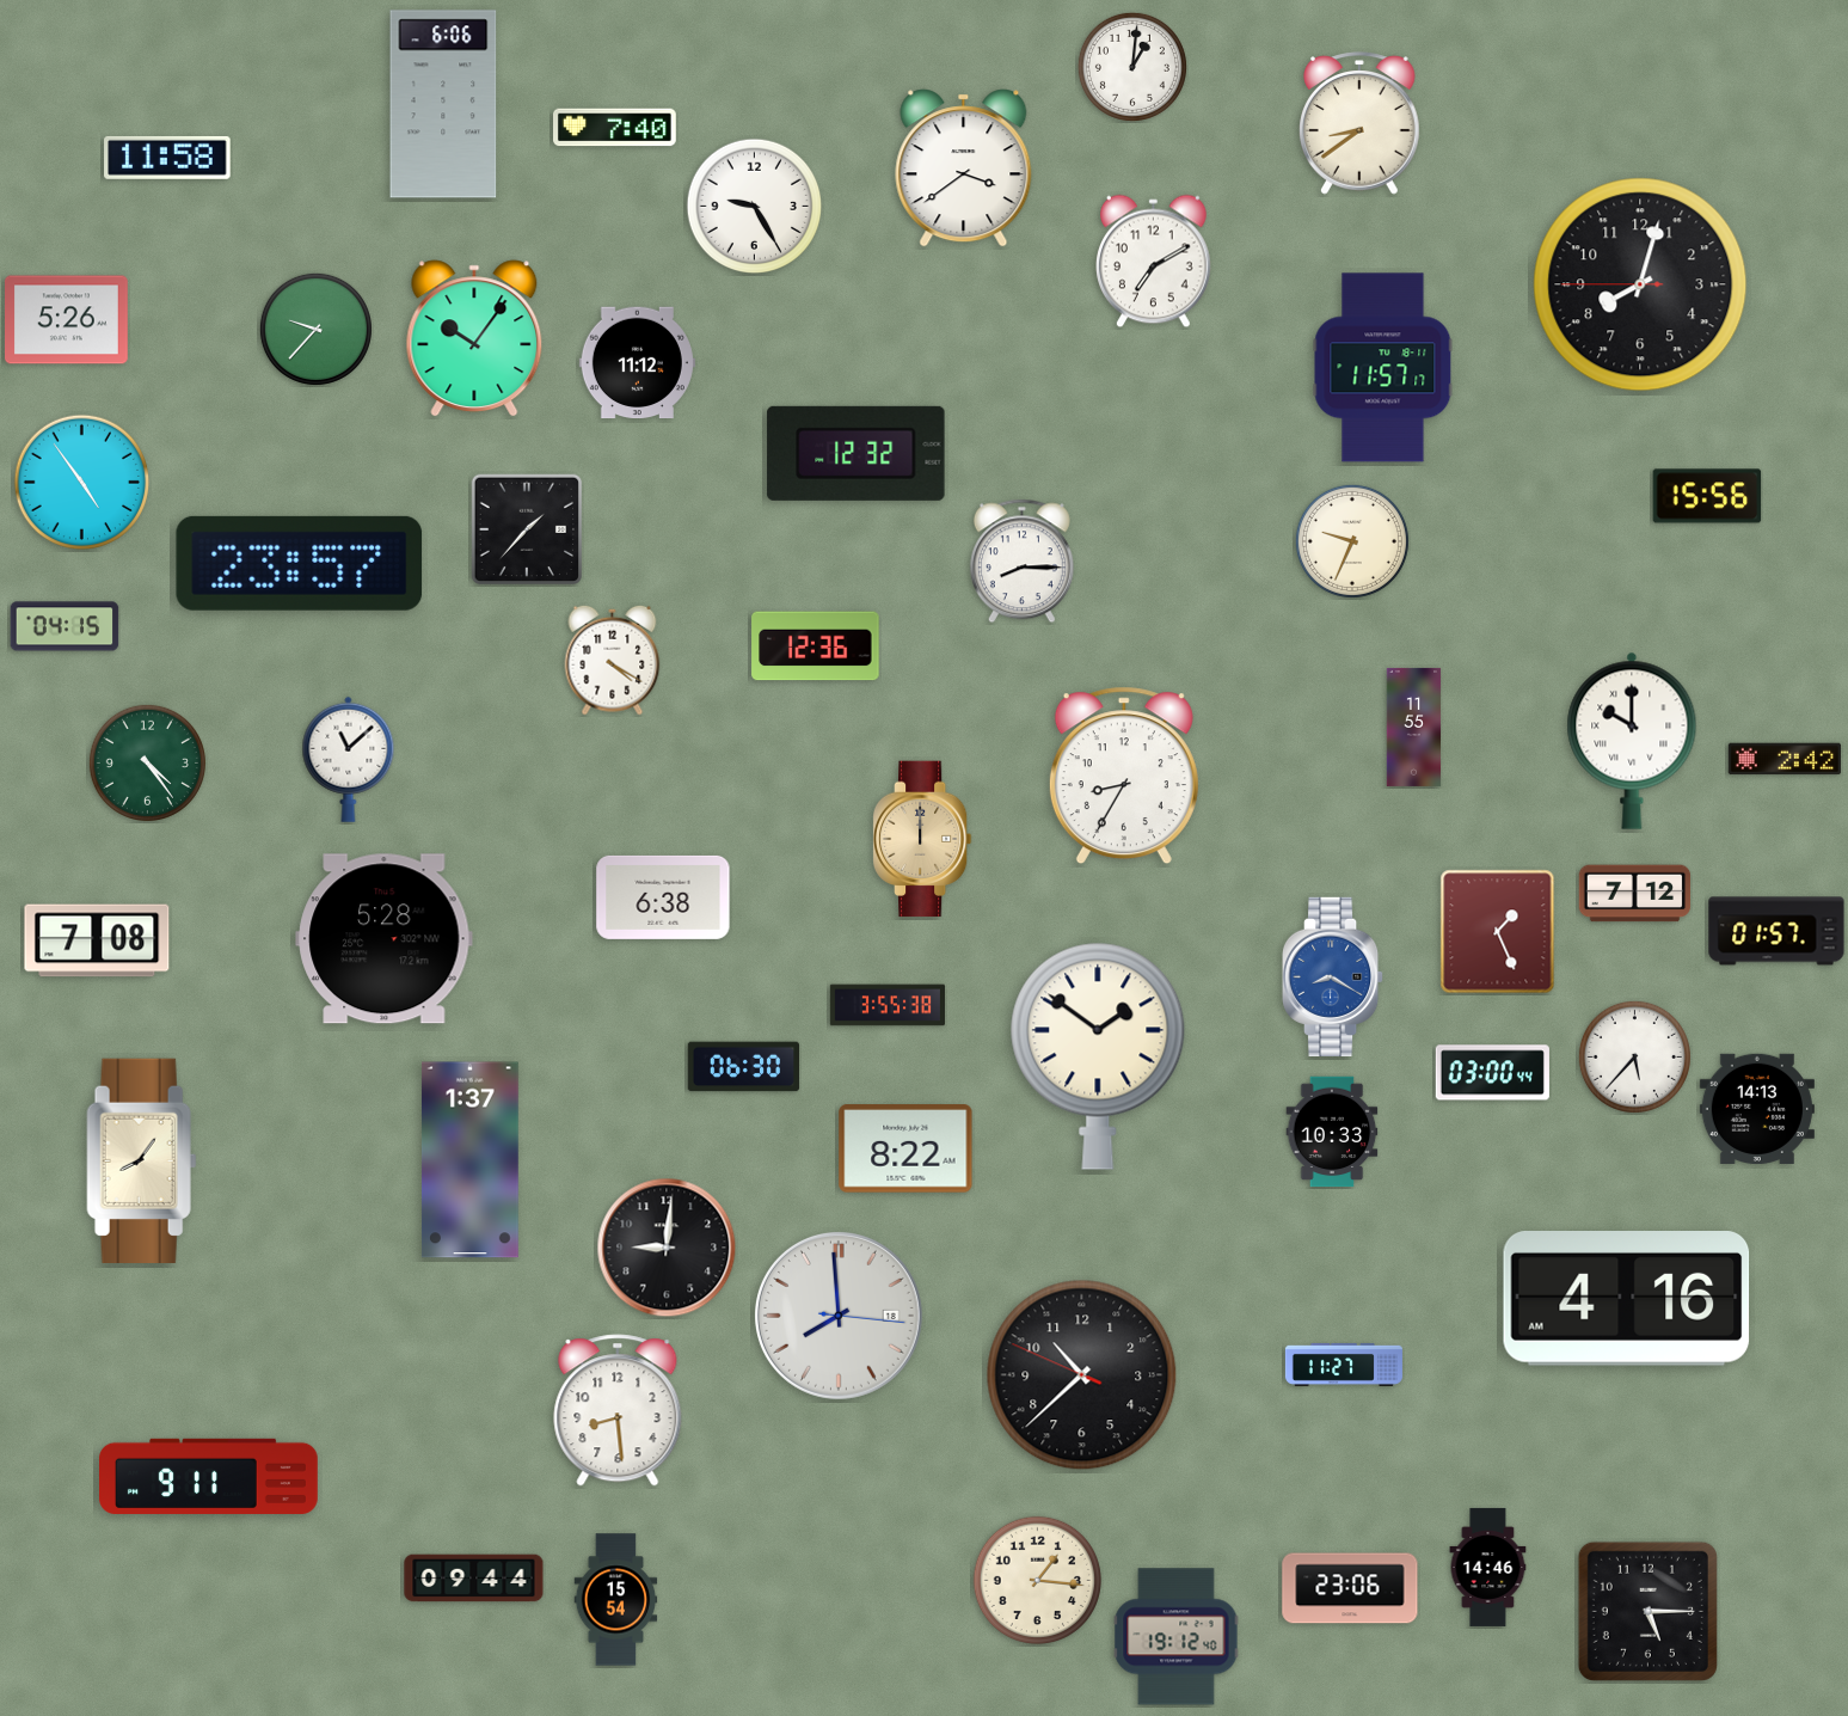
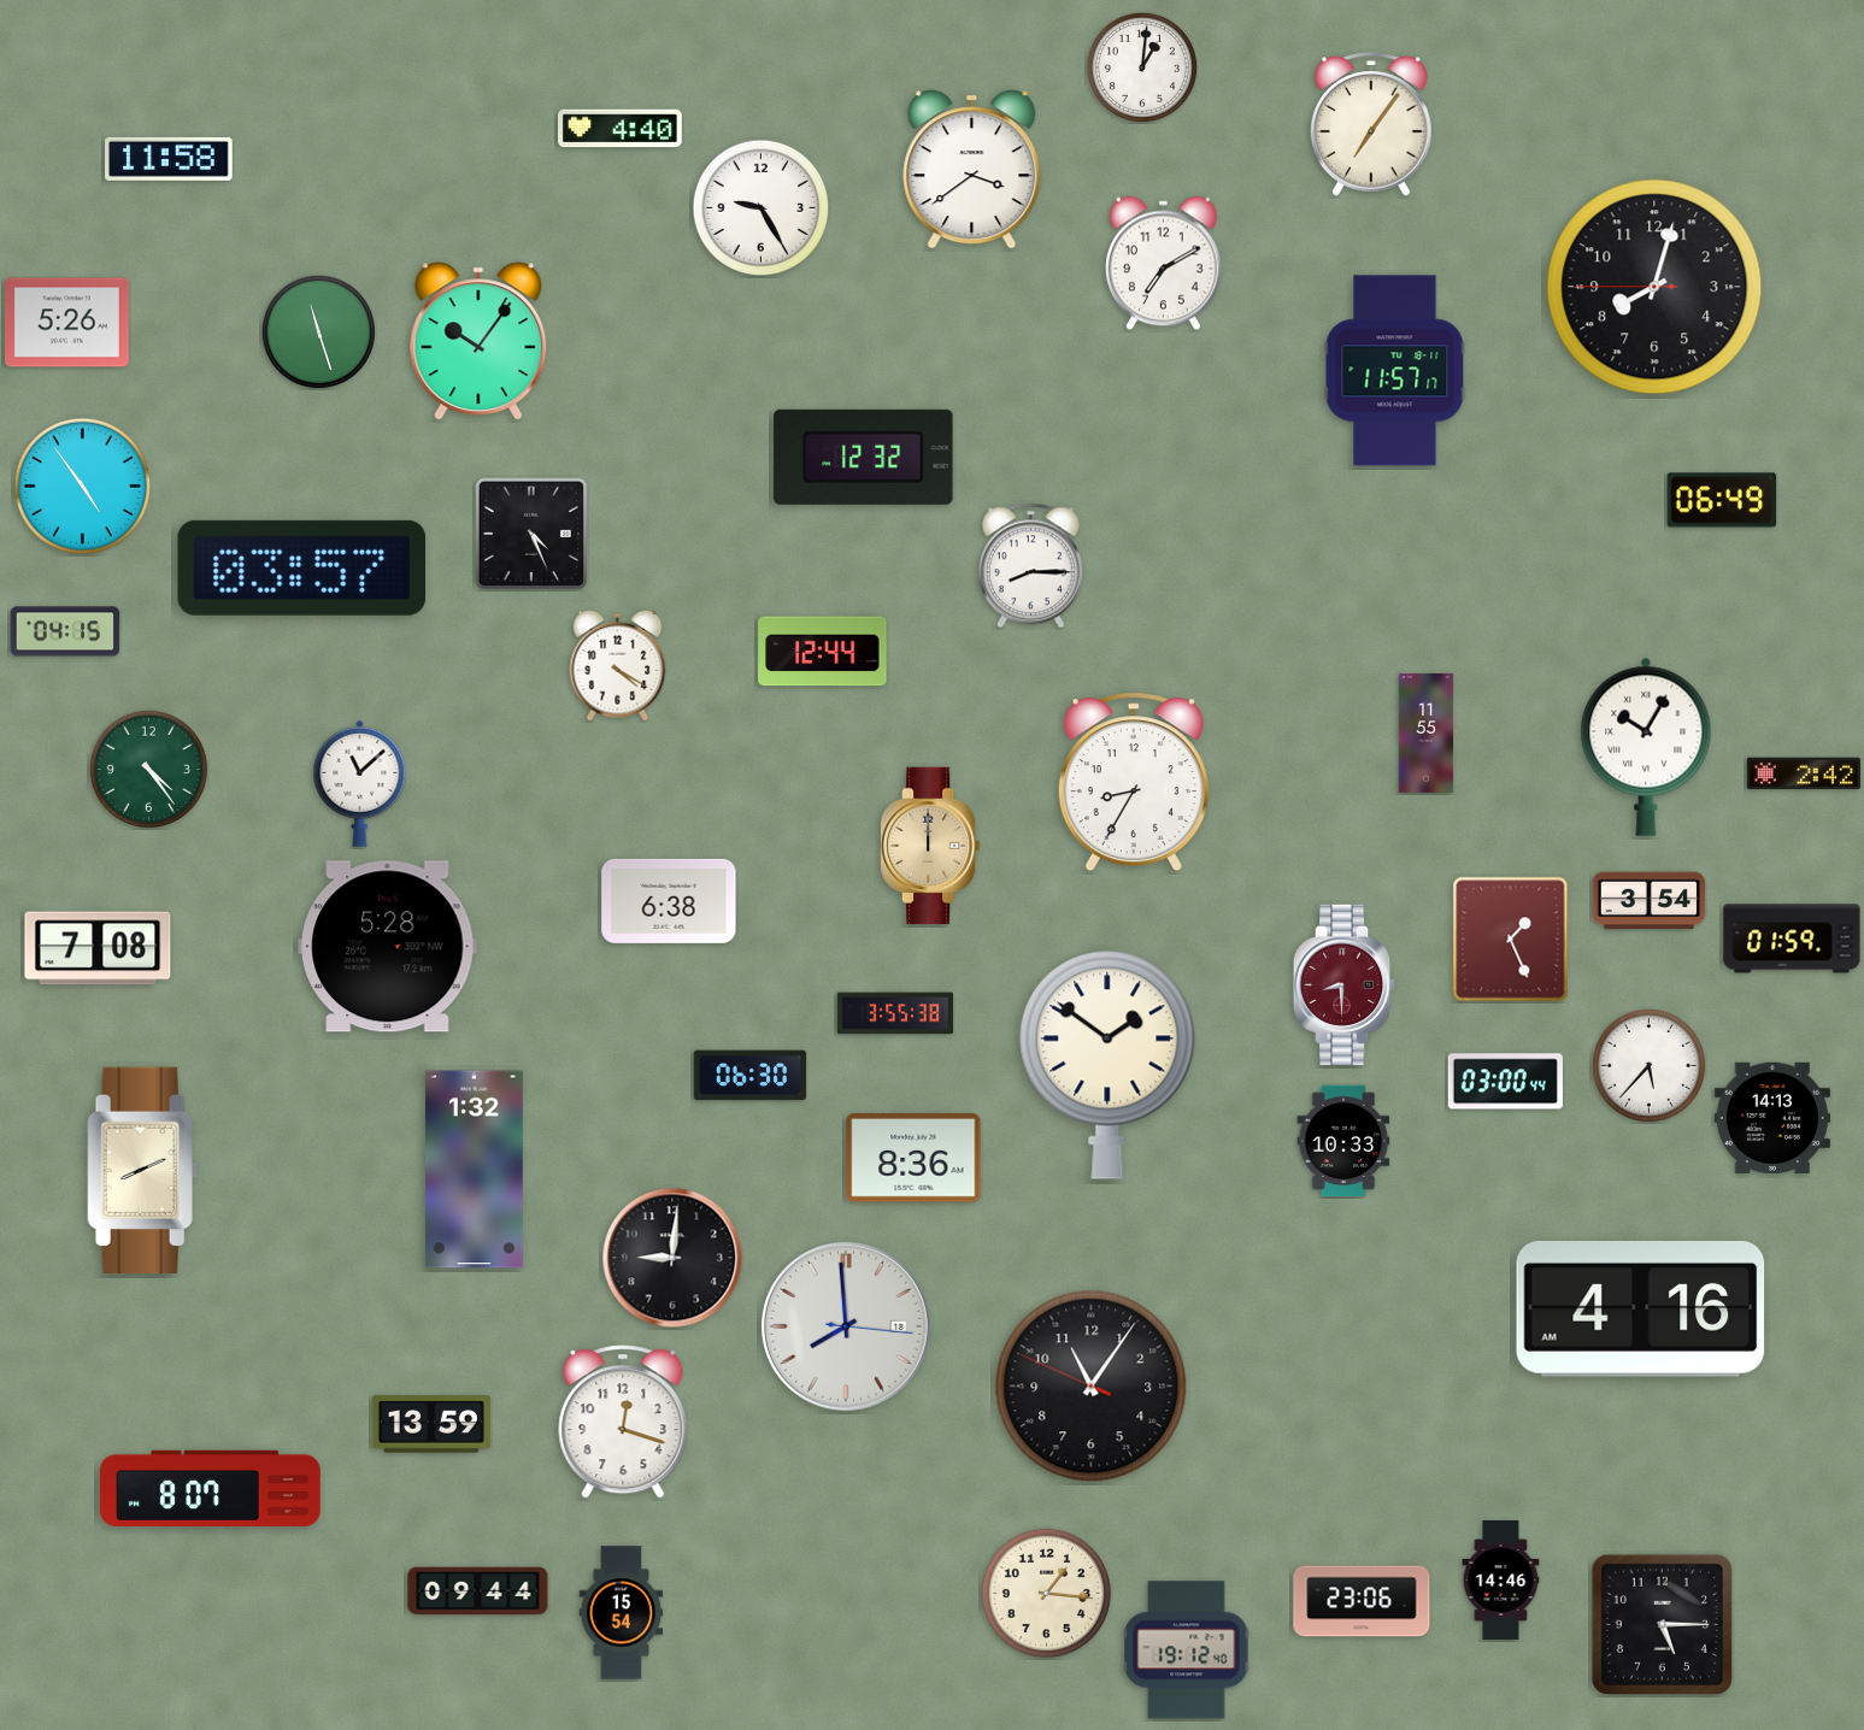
clock at (443, 104): 6:06 -> none
clock at (1361, 123): 8:39 -> 7:06
clock at (615, 128): 7:40 -> 4:40
clock at (315, 329): 9:37 -> 11:27
clock at (637, 363): 11:12 -> none
clock at (1707, 496): 15:56 -> 06:49
clock at (527, 529): 1:37 -> 4:26
clock at (1352, 541): 9:34 -> none
clock at (300, 563): 23:57 -> 03:57
clock at (816, 646): 12:36 -> 12:44
clock at (1632, 741): 10:00 -> 10:05
clock at (349, 759) position: (349, 759) -> (360, 783)
clock at (1783, 759) position: (1783, 759) -> (1803, 773)
clock at (1635, 894): 7:12 -> 3:54
clock at (663, 897) position: (663, 897) -> (669, 901)
clock at (1776, 931): 01:57 -> 01:59
clock at (1333, 976): 8:20 -> 8:30
clock at (1333, 976) dial: blue -> burgundy
clock at (905, 1148): 8:22 -> 8:36
clock at (142, 1160): 8:06 -> 8:11
clock at (469, 1160): 1:37 -> 1:32
clock at (1344, 1365): 11:27 -> none
clock at (1082, 1375): 10:37 -> 11:05
clock at (618, 1410): 8:29 -> 12:18
clock at (431, 1424): none -> 13:59
clock at (209, 1476): 9:11 -> 8:07
